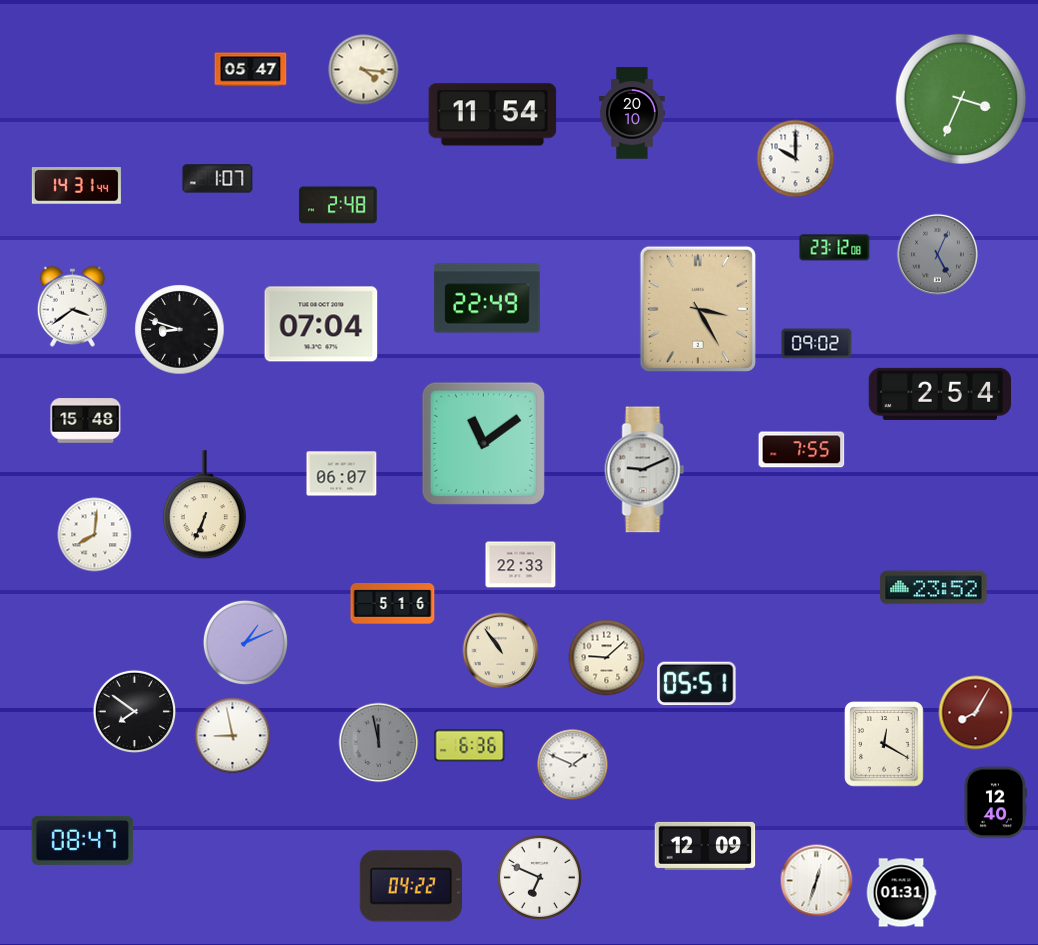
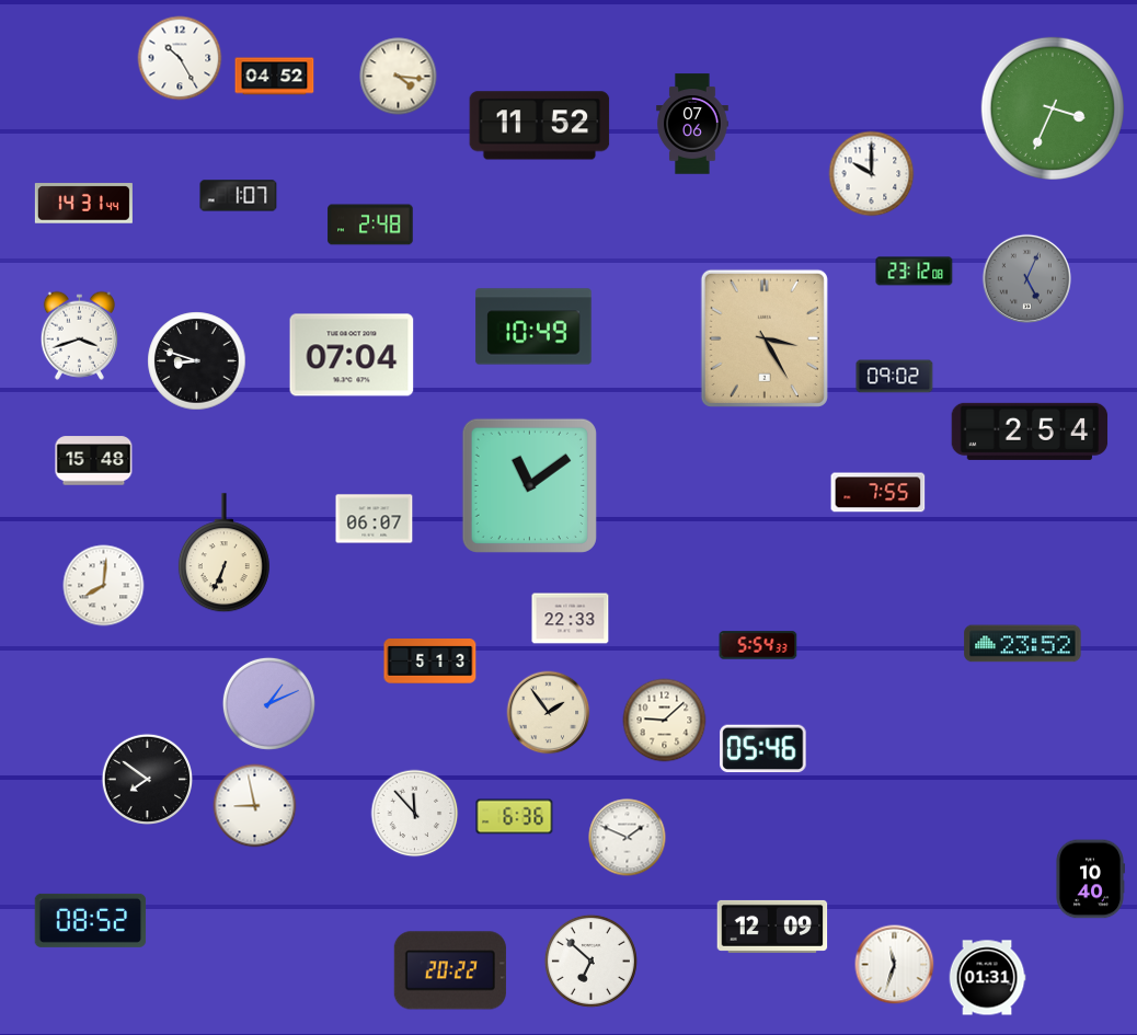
clock at (180, 58): none -> 10:25
clock at (251, 70): 05:47 -> 04:52
clock at (632, 113): 20:10 -> 07:06
clock at (493, 115): 11:54 -> 11:52
clock at (487, 298): 22:49 -> 10:49
clock at (72, 306): 3:39 -> 3:42
clock at (645, 470): 9:11 -> none
clock at (758, 645): none -> 5:54
clock at (393, 604): 5:16 -> 5:13
clock at (501, 651): 10:54 -> 1:54
clock at (697, 684): 05:51 -> 05:46
clock at (976, 713): 8:05 -> none
clock at (379, 743): 11:58 -> 11:53
clock at (379, 743) dial: grey -> white
clock at (885, 745): 12:20 -> none
clock at (995, 803): 12:40 -> 10:40
clock at (83, 840): 08:47 -> 08:52
clock at (539, 877): 6:49 -> 6:52
clock at (817, 881): 12:33 -> 11:33
clock at (411, 886): 04:22 -> 20:22
